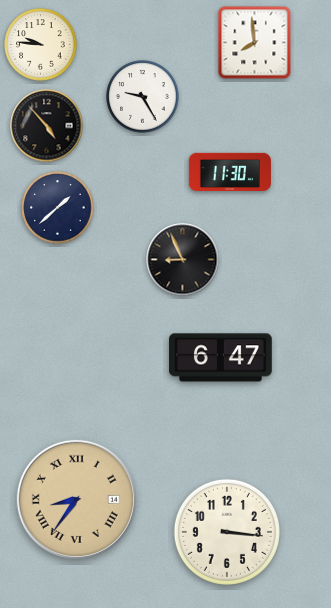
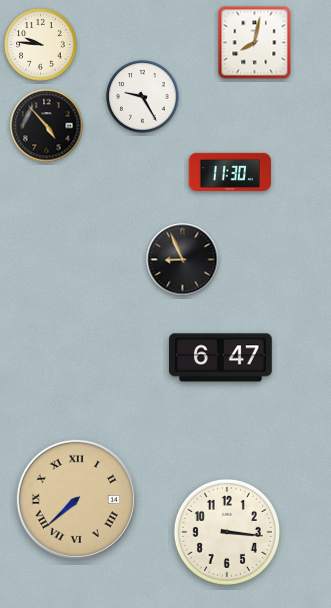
clock at (255, 43): 7:59 -> 8:02
clock at (58, 208): 1:38 -> none
clock at (76, 499): 8:36 -> 7:38
